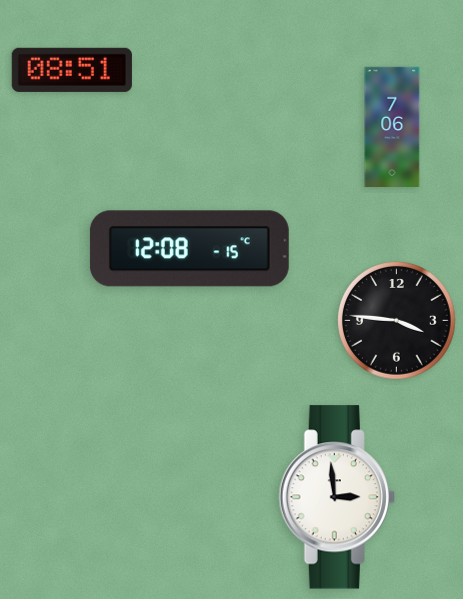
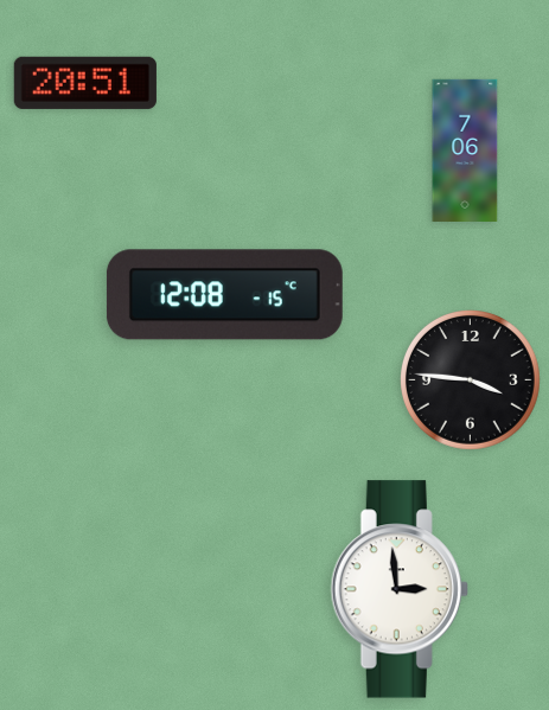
clock at (72, 70): 08:51 -> 20:51
